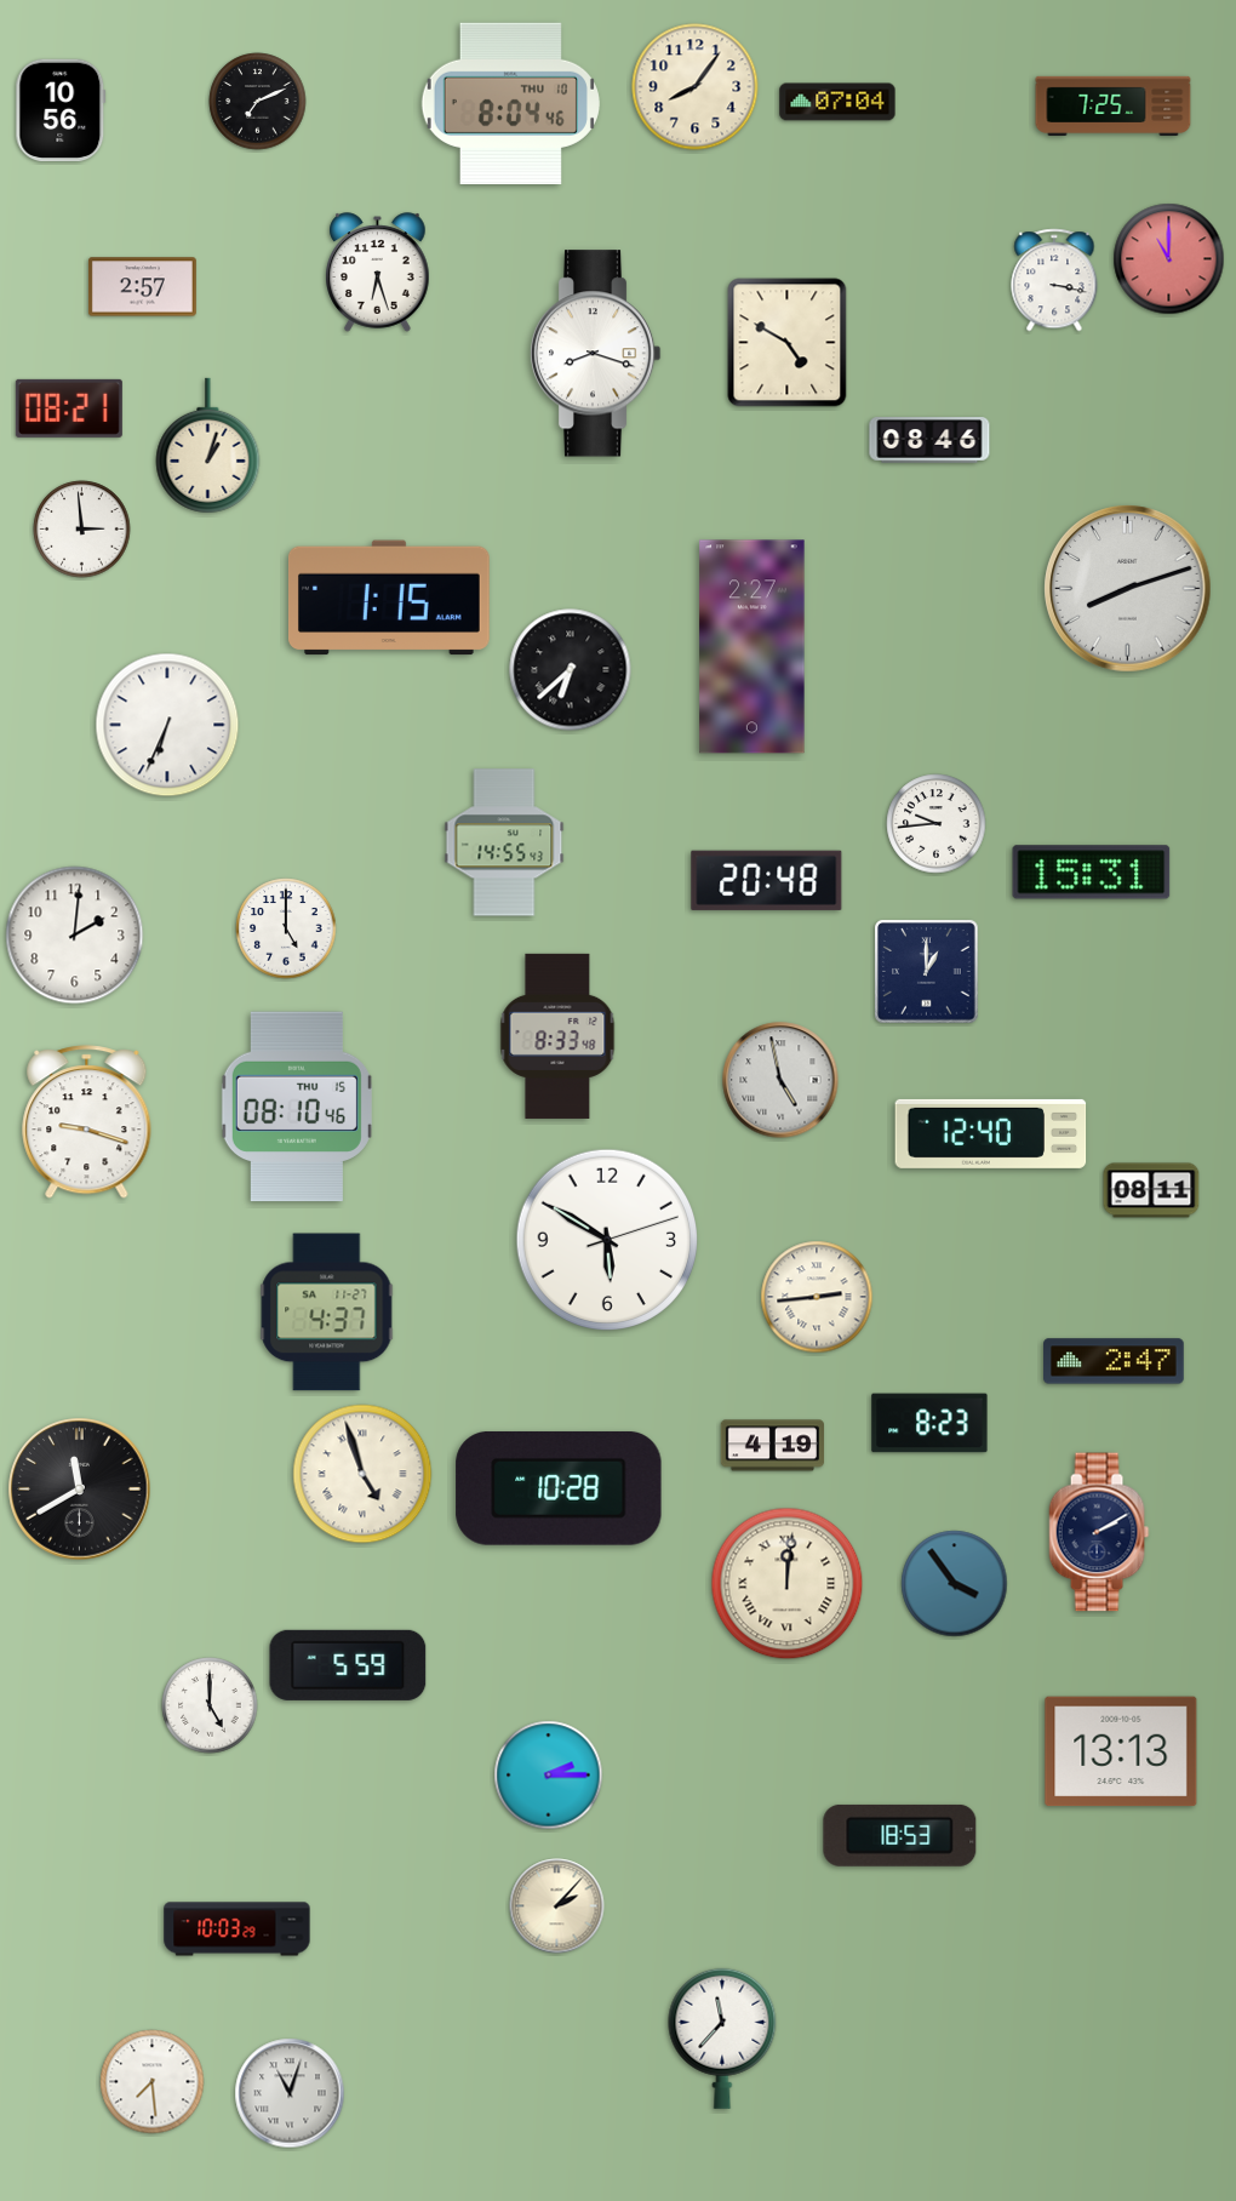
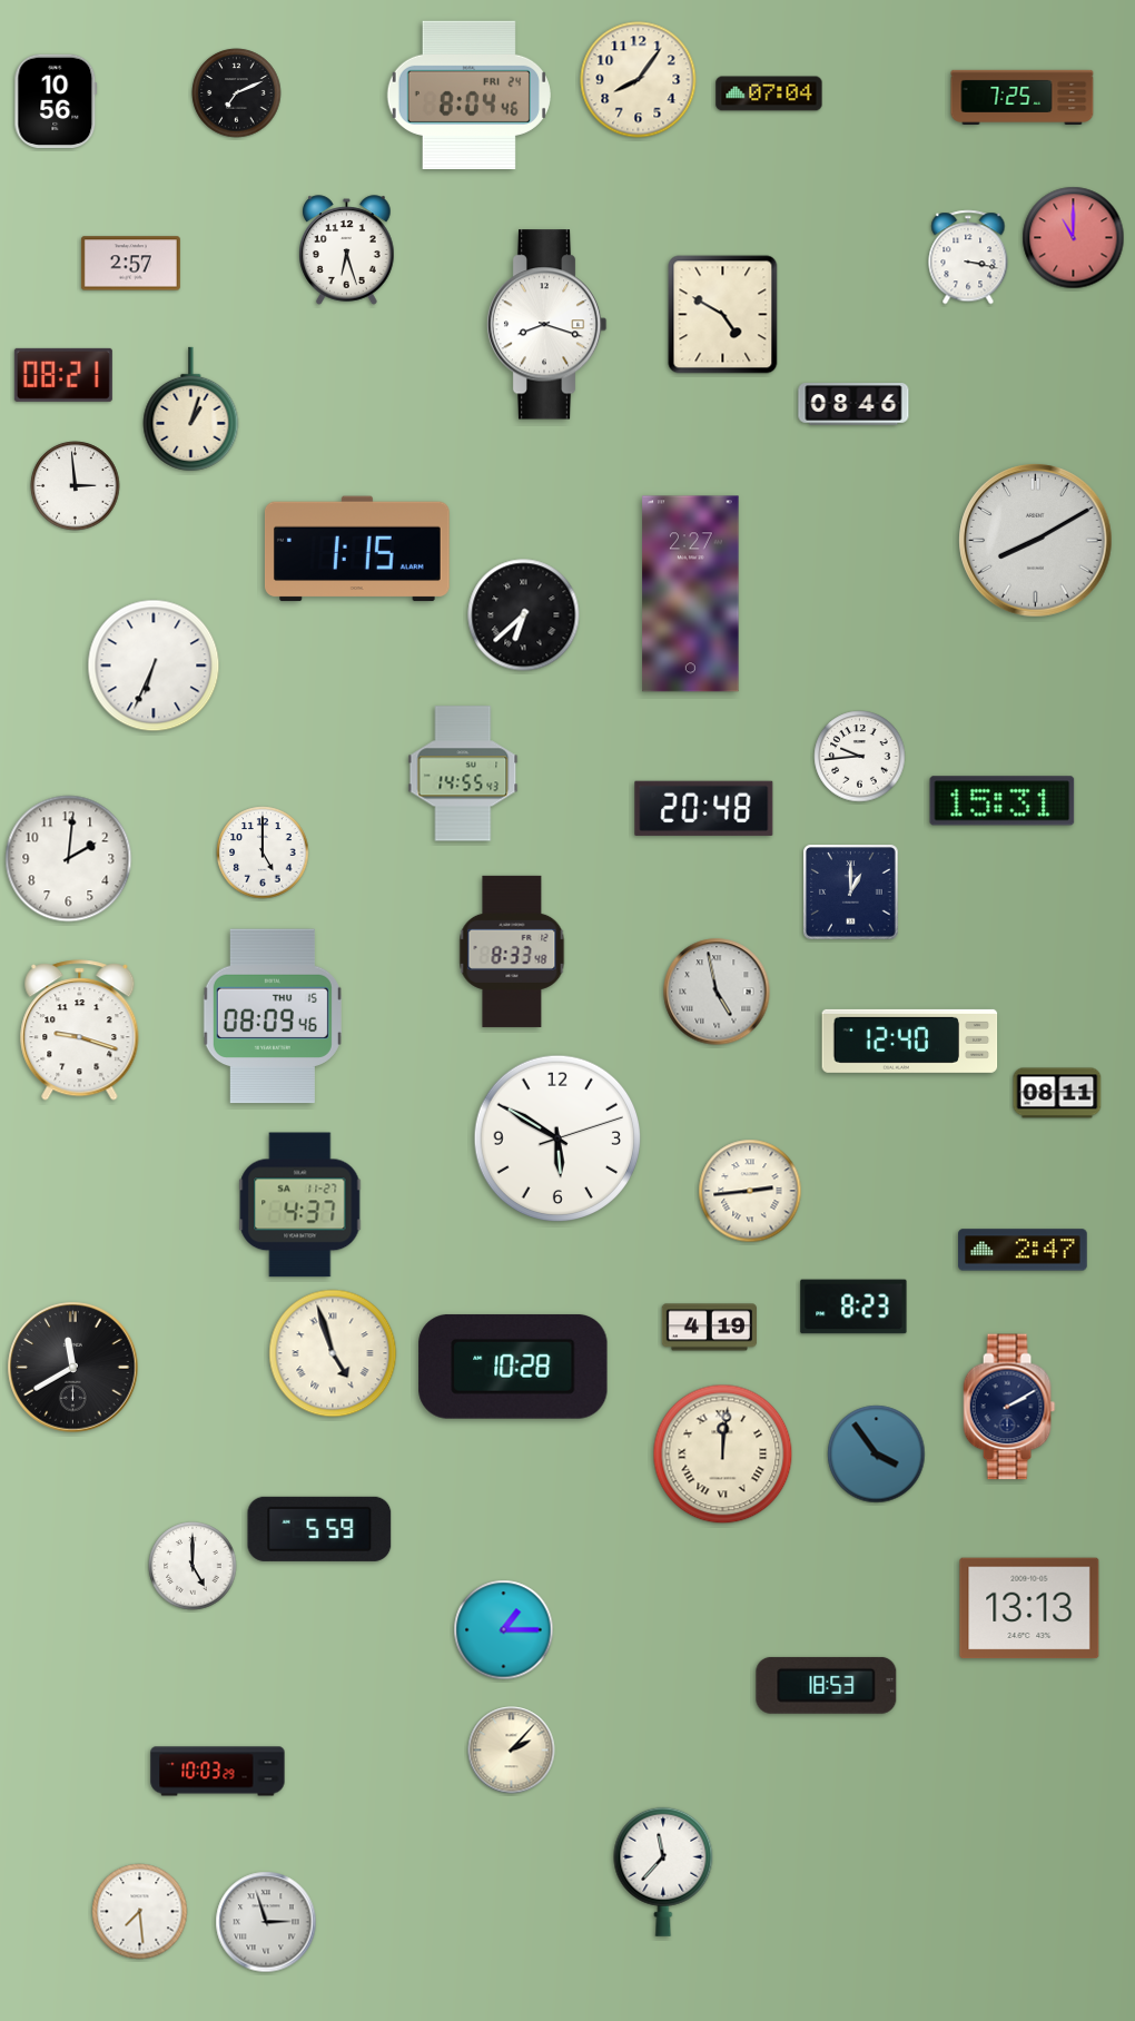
clock at (510, 103) date: THU 10 -> FRI 24
clock at (1128, 589): 8:12 -> 8:10
clock at (297, 1107): 08:10 -> 08:09
clock at (549, 1776): 2:15 -> 1:15
clock at (290, 2093): 11:03 -> 2:57
